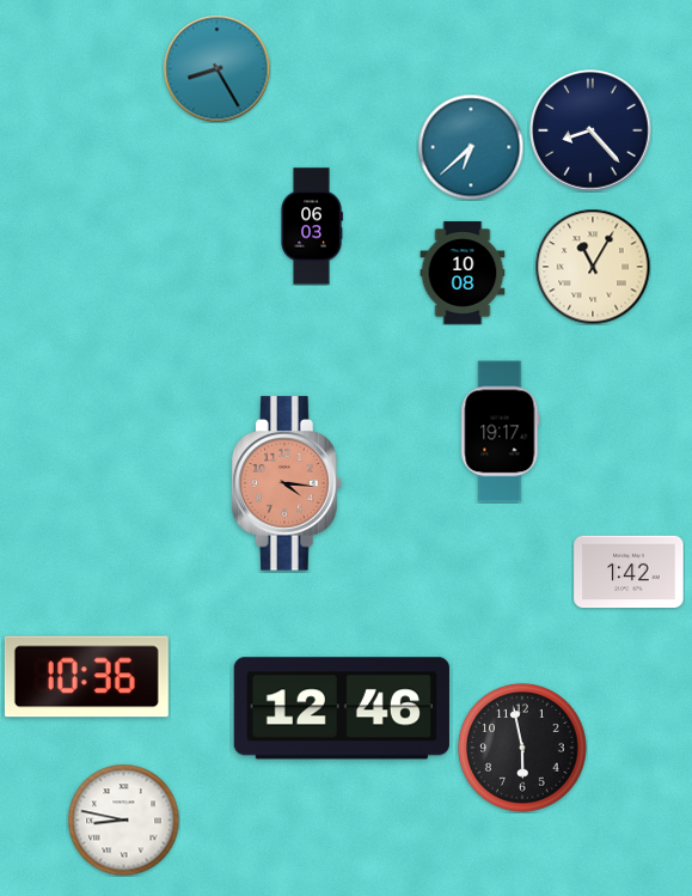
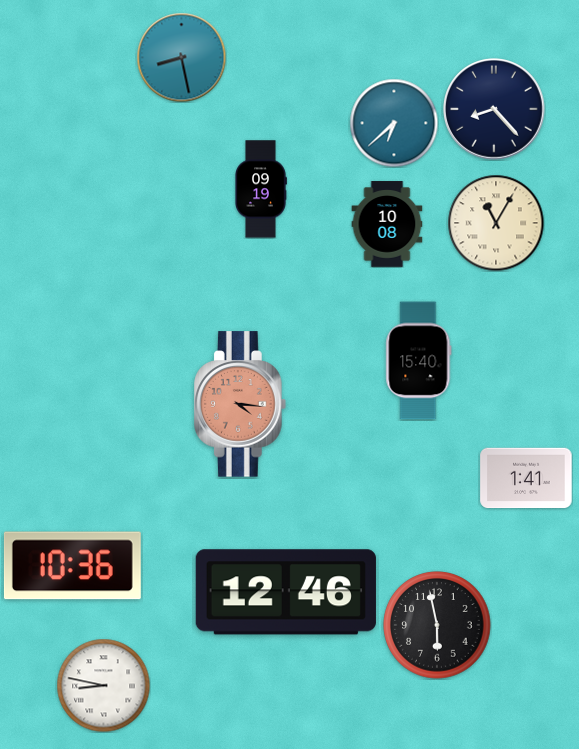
clock at (216, 68): 8:25 -> 8:28
clock at (312, 226): 06:03 -> 09:19
clock at (463, 273) position: (463, 273) -> (387, 224)
clock at (501, 432): 19:17 -> 15:40
clock at (629, 572): 1:42 -> 1:41
